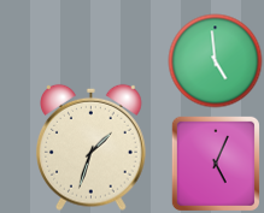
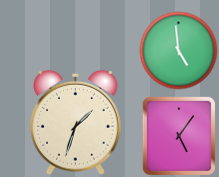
clock at (216, 164): 5:04 -> 5:06
